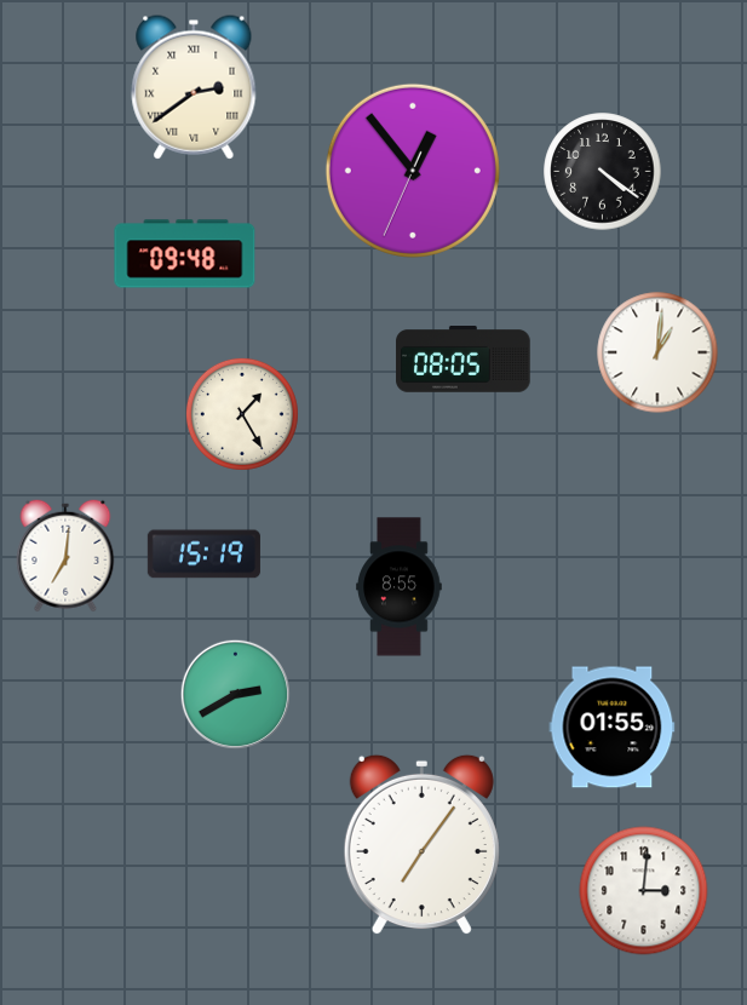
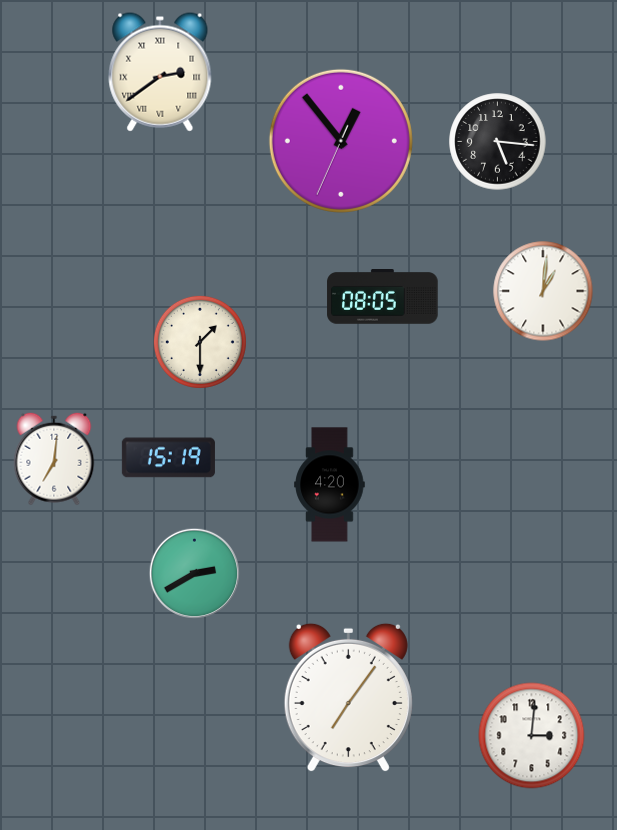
clock at (603, 172): 4:21 -> 5:16
clock at (185, 254): 09:48 -> none
clock at (242, 414): 1:25 -> 1:30
clock at (400, 587): 8:55 -> 4:20
clock at (613, 728): 01:55 -> none
